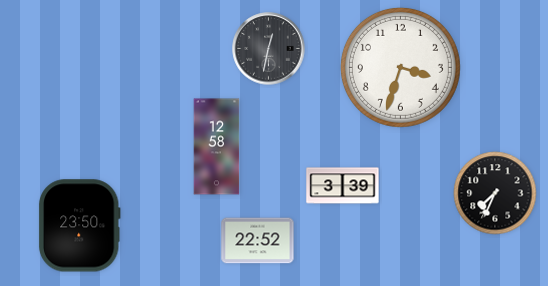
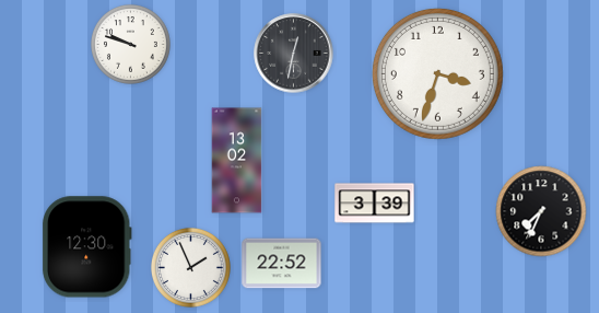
clock at (130, 44): none -> 9:48
clock at (217, 147): 12:58 -> 13:02
clock at (79, 226): 23:50 -> 12:30
clock at (190, 267): none -> 1:56
